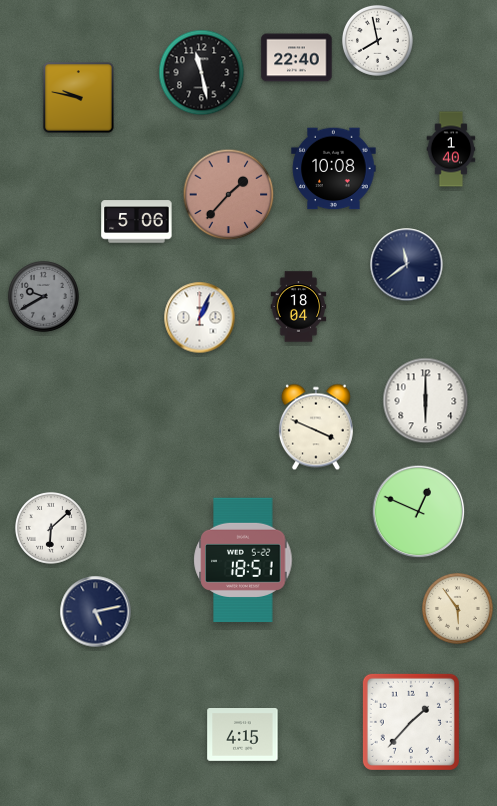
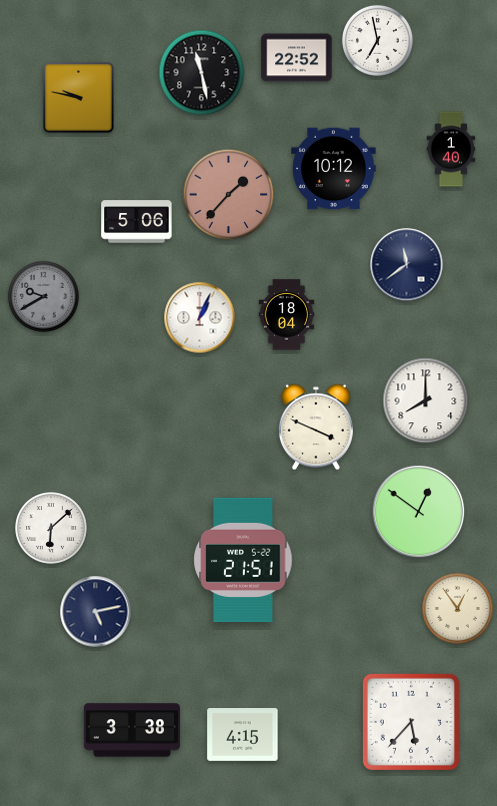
clock at (377, 40): 7:58 -> 6:58
clock at (297, 58): 22:40 -> 22:52
clock at (334, 169): 10:08 -> 10:12
clock at (299, 307) position: (299, 307) -> (287, 315)
clock at (426, 401): 6:00 -> 8:00
clock at (419, 512): 12:49 -> 12:51
clock at (243, 560): 18:51 -> 21:51
clock at (457, 608): 5:54 -> 12:54
clock at (411, 722): 1:37 -> 5:37
clock at (132, 730): none -> 3:38
